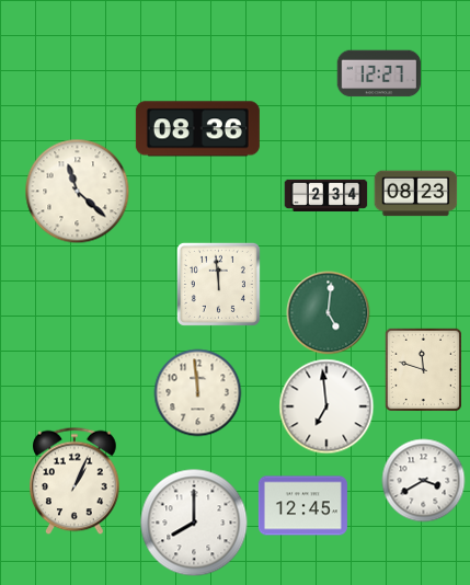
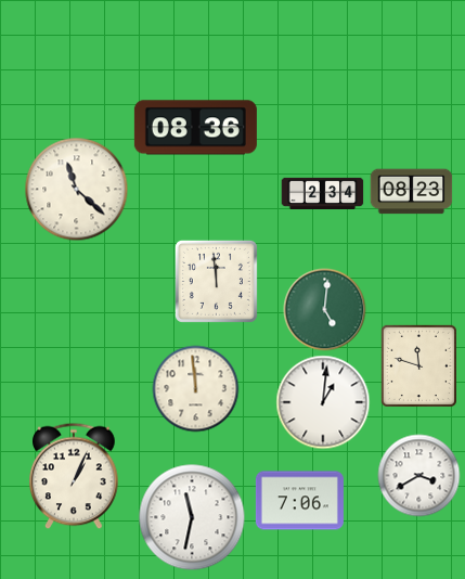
clock at (379, 73): 12:27 -> none
clock at (326, 406): 6:59 -> 1:01
clock at (302, 506): 12:45 -> 7:06
clock at (194, 523): 8:00 -> 11:32
